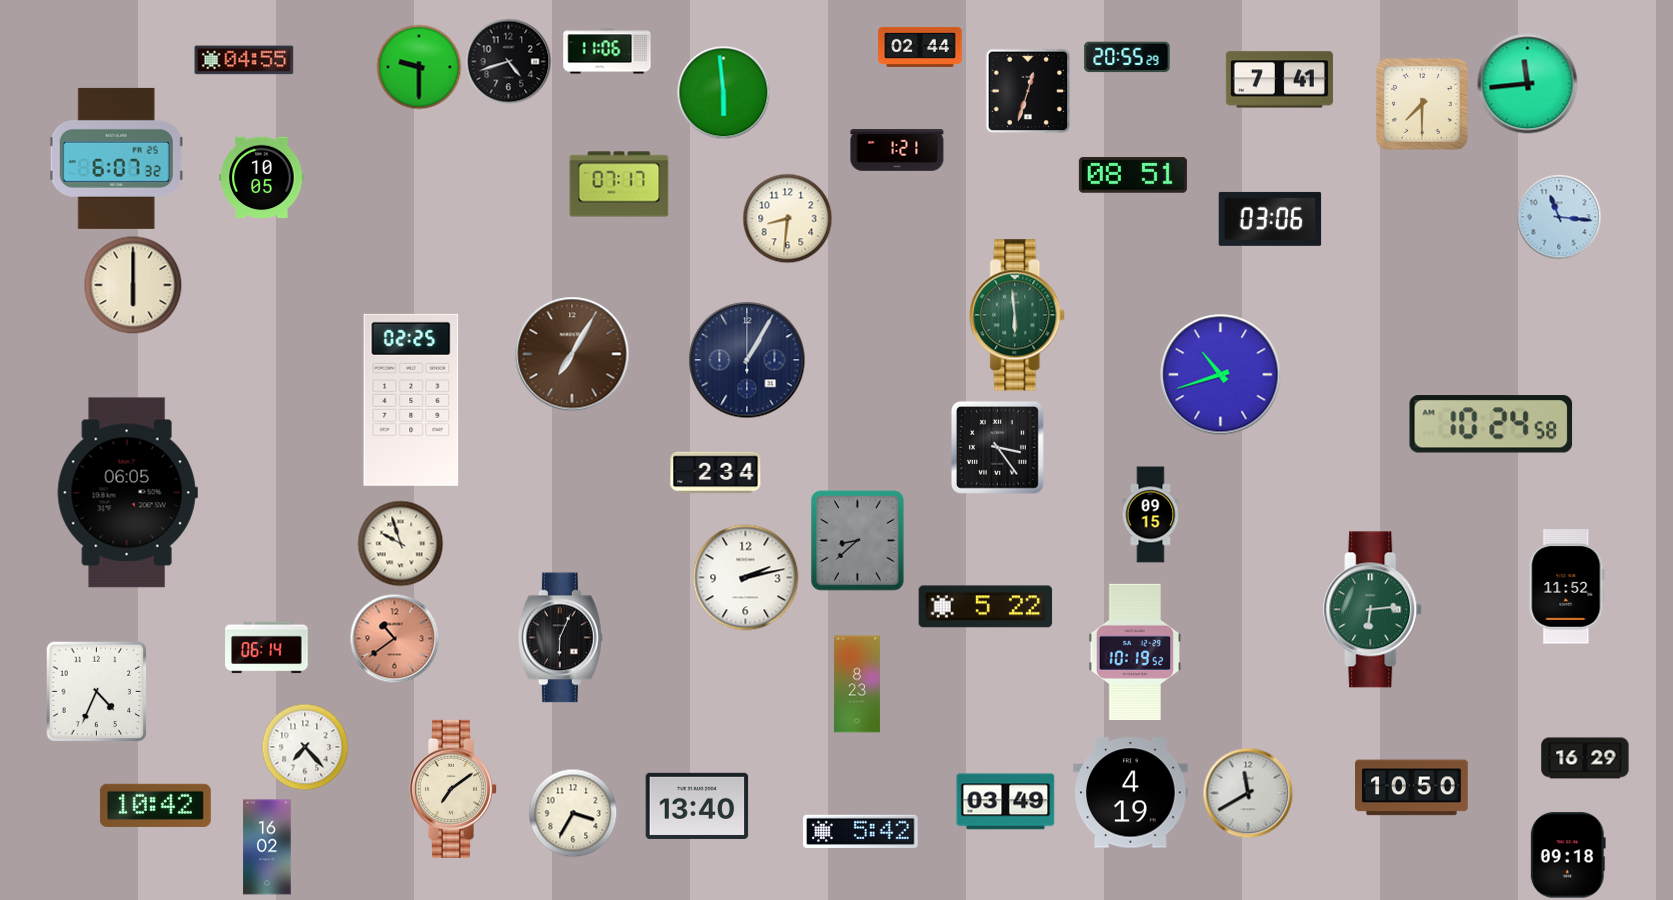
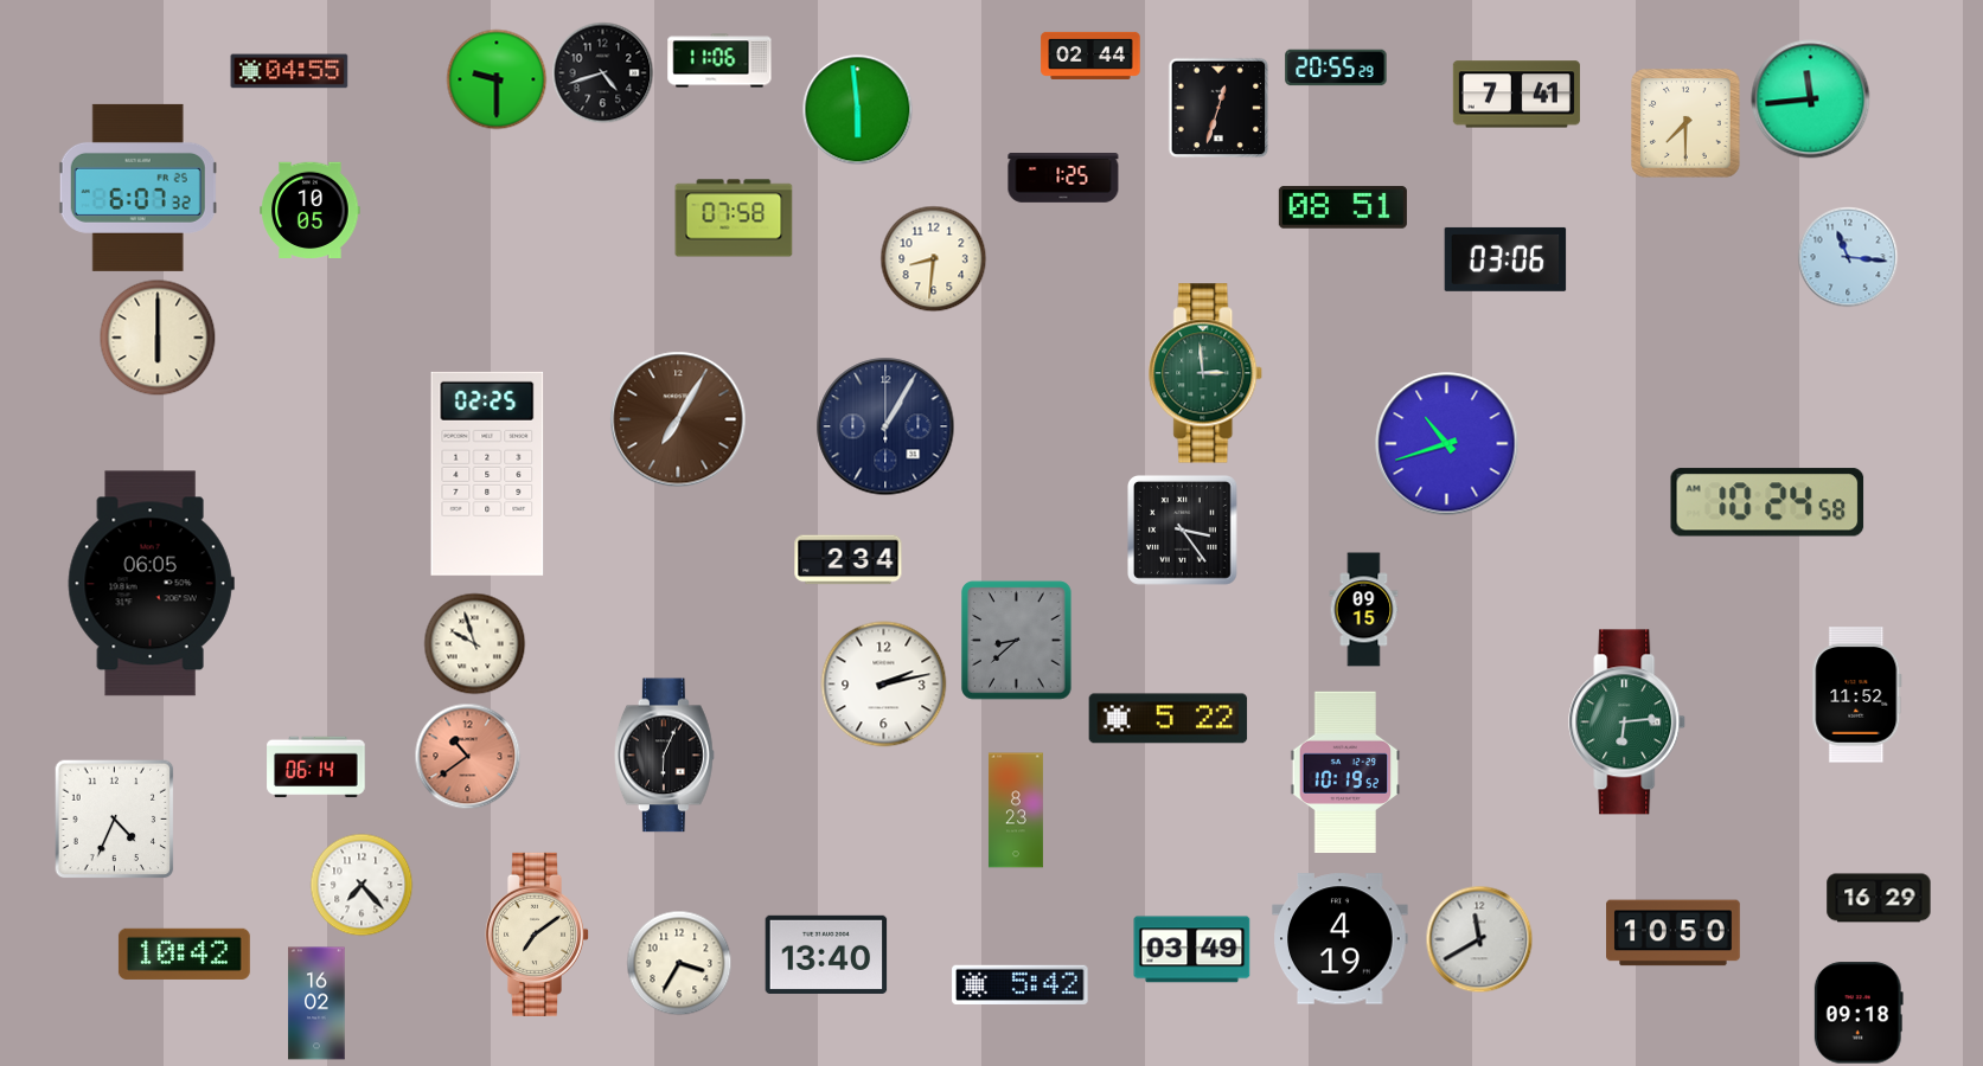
clock at (897, 151): 1:21 -> 1:25
clock at (619, 184): 07:17 -> 07:58
clock at (1018, 315): 5:59 -> 2:59
